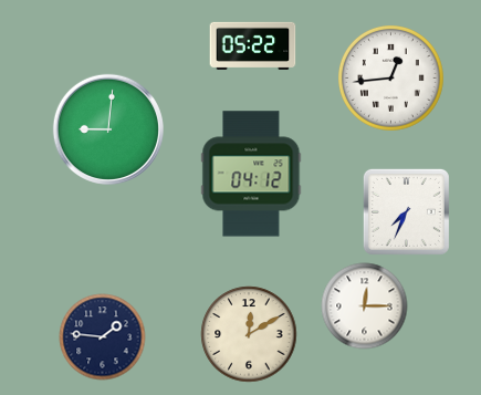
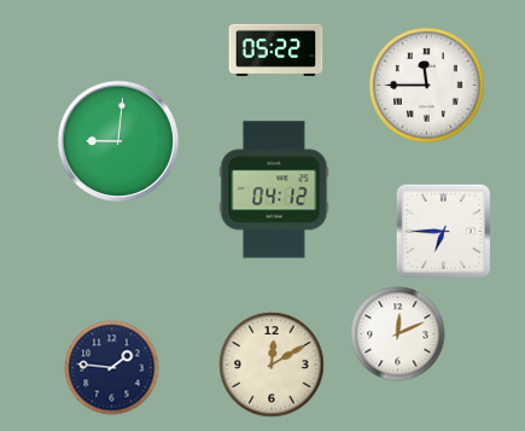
clock at (391, 79): 12:44 -> 11:45
clock at (406, 211): 7:34 -> 6:45
clock at (364, 305): 12:15 -> 12:11
